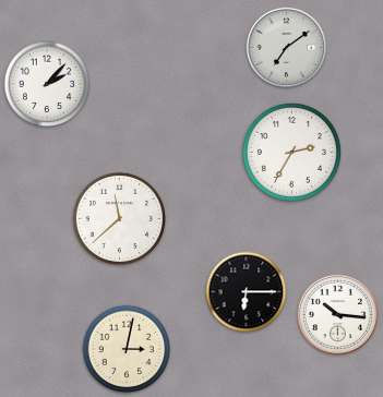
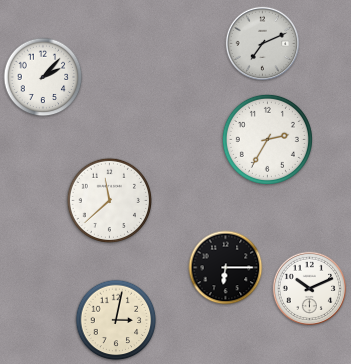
clock at (287, 48): 7:09 -> 7:11
clock at (338, 315): 10:16 -> 10:11
